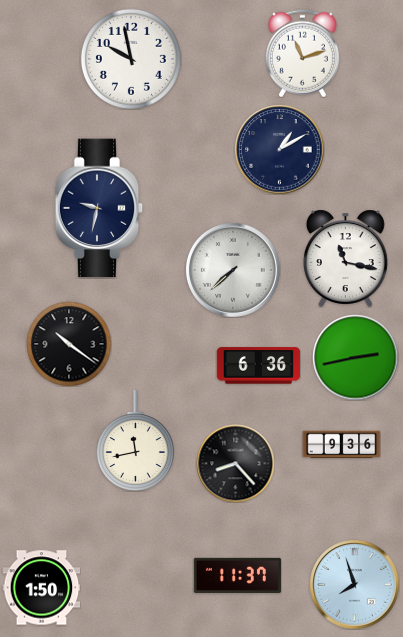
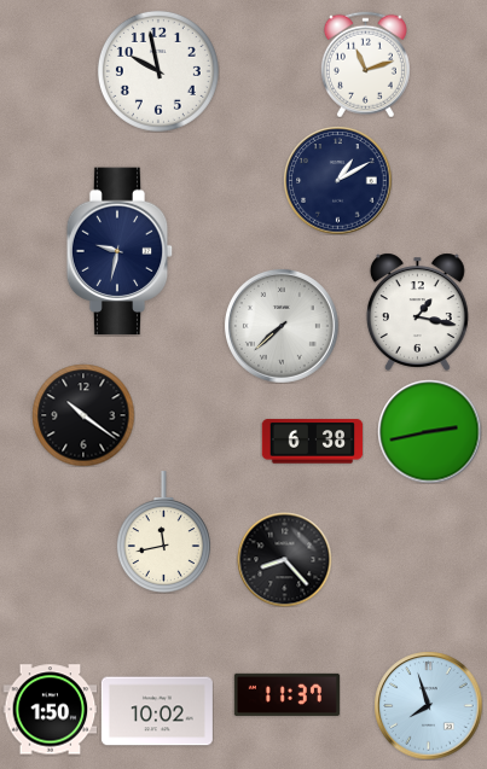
clock at (345, 258): 11:17 -> 1:17
clock at (258, 366): 6:36 -> 6:38
clock at (341, 445): 9:36 -> none
clock at (157, 711): none -> 10:02
